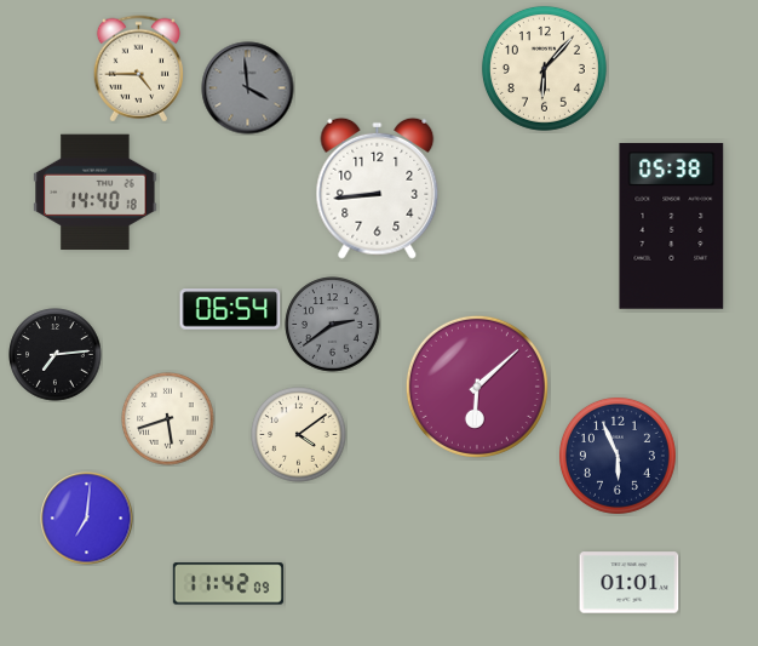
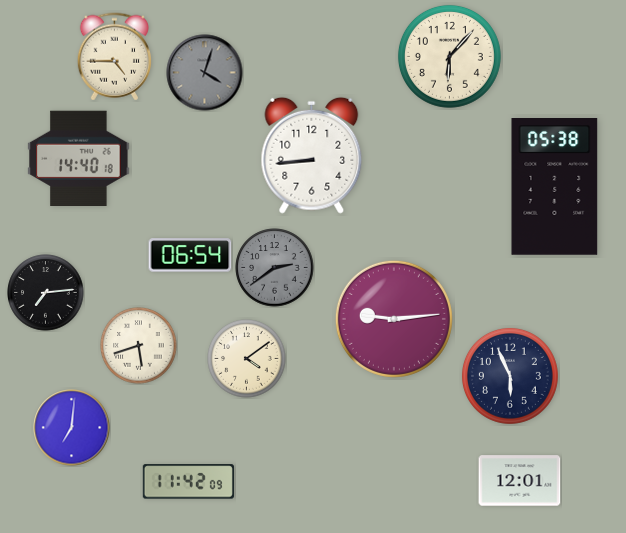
clock at (248, 88): 3:59 -> 4:03
clock at (477, 387): 6:08 -> 9:14
clock at (630, 583): 01:01 -> 12:01
